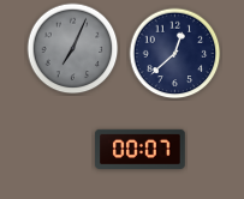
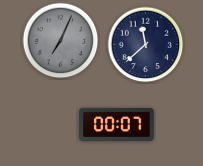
clock at (175, 54): 12:38 -> 11:38
